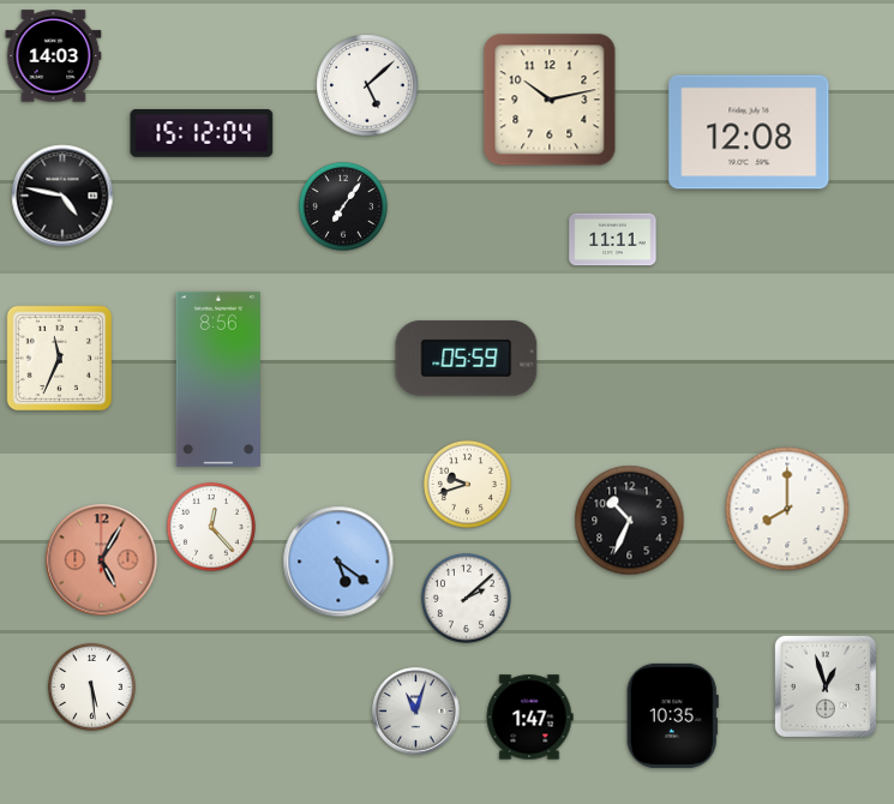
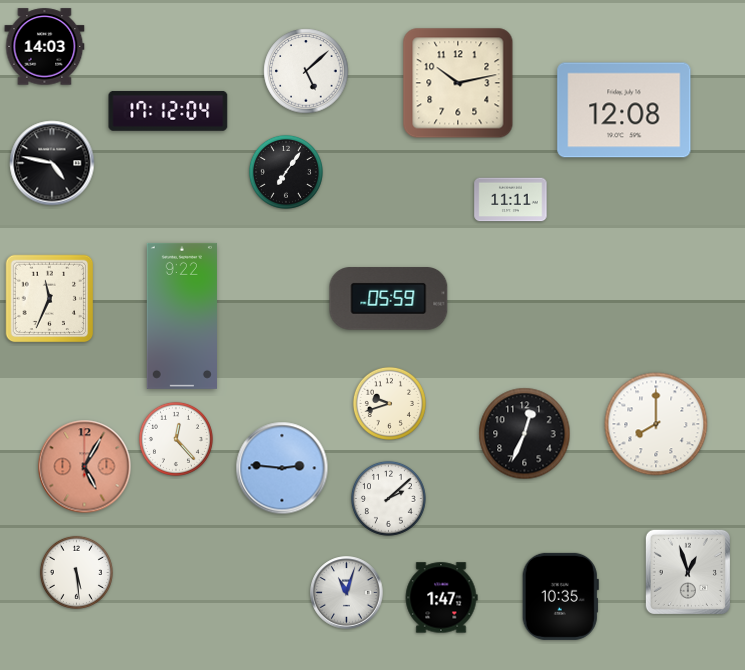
clock at (202, 133): 15:12 -> 17:12
clock at (218, 379): 8:56 -> 9:22
clock at (630, 521): 10:34 -> 12:34
clock at (338, 562): 5:21 -> 2:46
